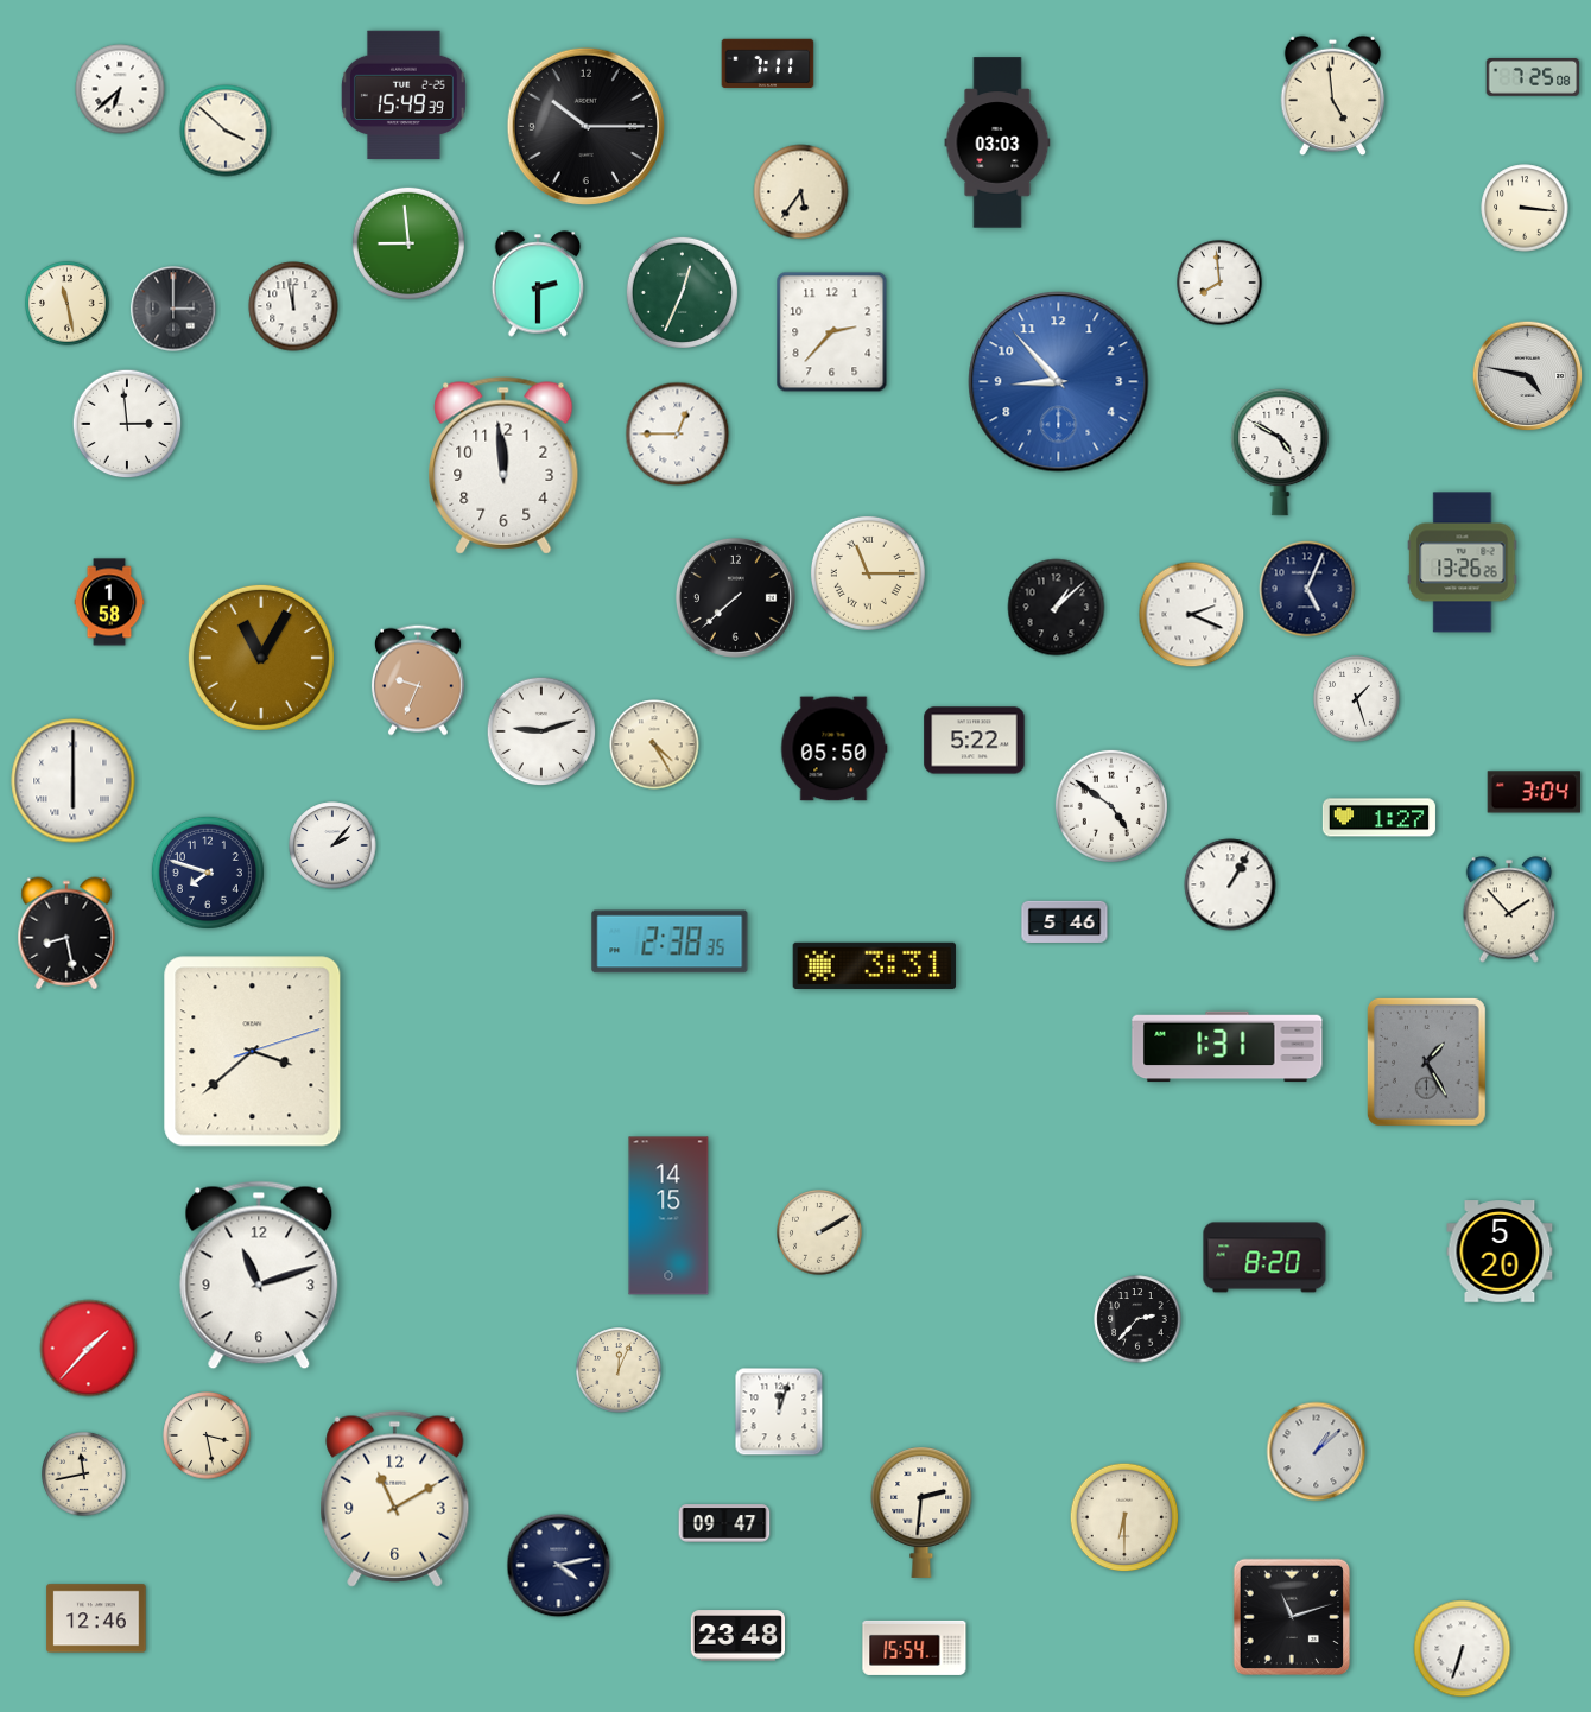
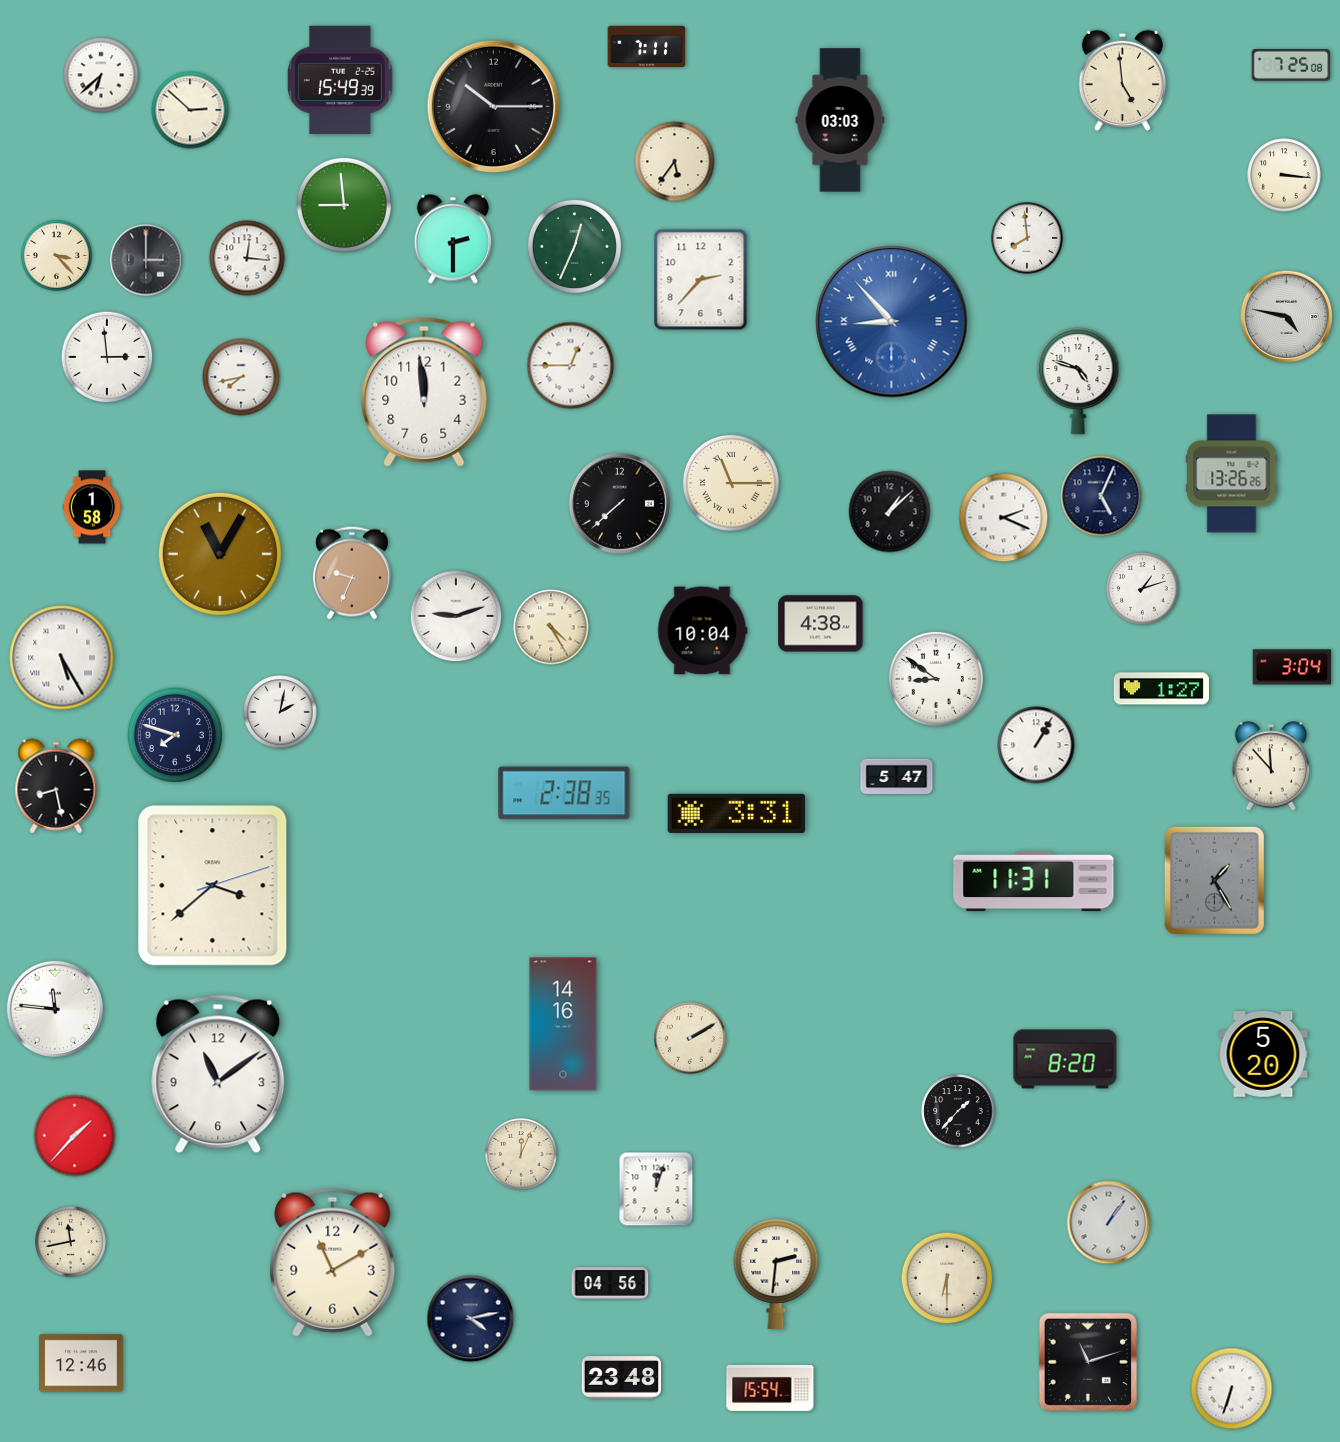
clock at (768, 64) position: (768, 64) -> (647, 47)
clock at (226, 131): 3:52 -> 2:52
clock at (68, 304): 11:28 -> 3:23
clock at (293, 306): 11:58 -> 12:16
clock at (1059, 382) numerals: Arabic -> Roman
clock at (241, 377): none -> 7:43
clock at (1280, 454): 4:50 -> 4:48
clock at (1357, 699): 1:27 -> 1:12
clock at (975, 741): 5:22 -> 4:38
clock at (835, 749): 05:50 -> 10:04
clock at (74, 781): 6:00 -> 5:25
clock at (1111, 806): 4:51 -> 8:51
clock at (332, 845): 2:07 -> 2:02
clock at (1509, 909): 1:53 -> 11:53
clock at (1065, 922): 5:46 -> 5:47
clock at (1228, 1047): 1:31 -> 11:31
clock at (1426, 1061) position: (1426, 1061) -> (1214, 880)
clock at (55, 1009): none -> 11:46
clock at (668, 1216): 14:15 -> 14:16
clock at (259, 1275): 11:12 -> 11:09
clock at (1137, 1319): 2:37 -> 1:37
clock at (207, 1435): 3:28 -> none
clock at (1317, 1452): 1:08 -> 1:06
clock at (724, 1523): 09:47 -> 04:56
